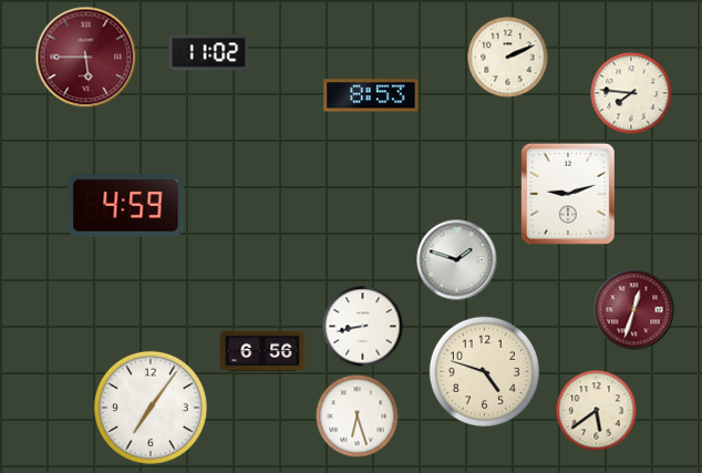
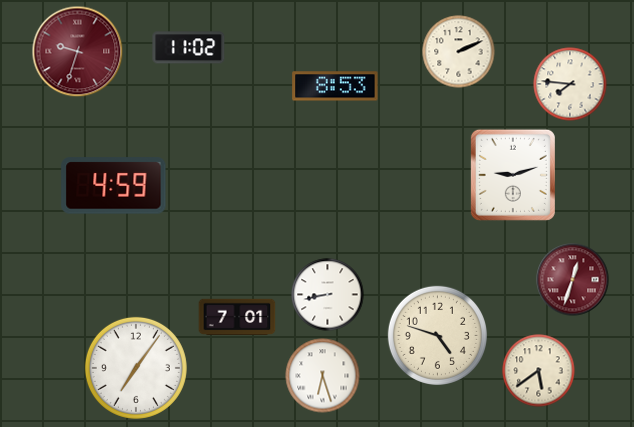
clock at (86, 58): 5:45 -> 9:33
clock at (457, 260): 1:48 -> none
clock at (262, 351): 6:56 -> 7:01
